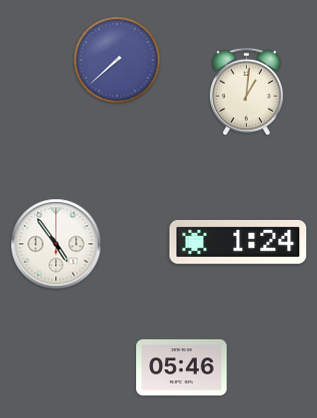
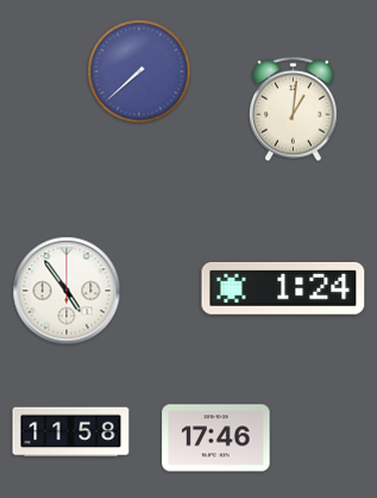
clock at (71, 432): none -> 11:58
clock at (182, 368): 05:46 -> 17:46
